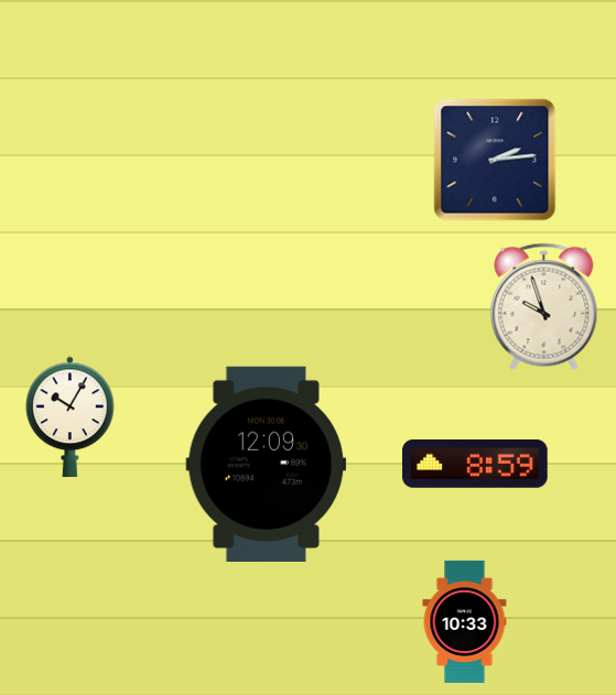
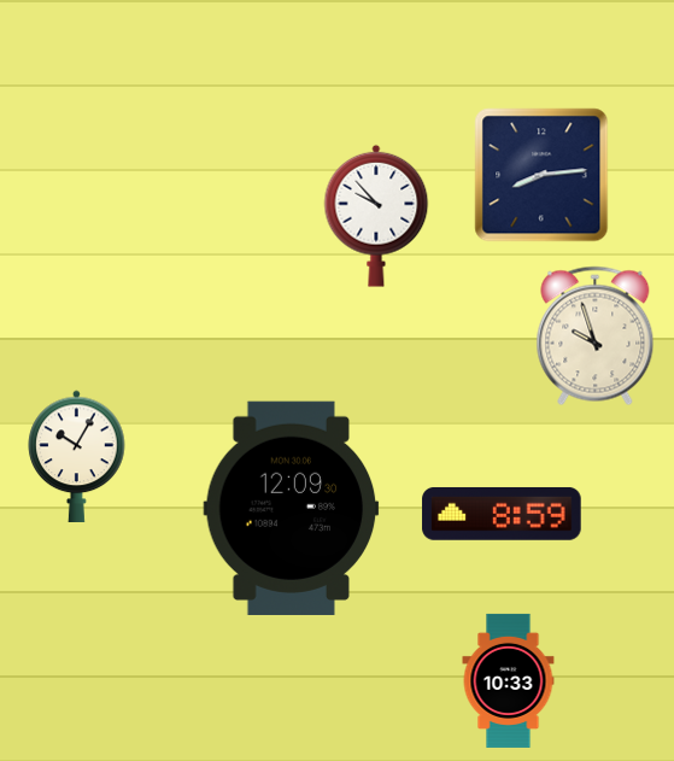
clock at (495, 160): 2:14 -> 8:14
clock at (376, 216): none -> 9:53
clock at (475, 464) position: (475, 464) -> (502, 514)
